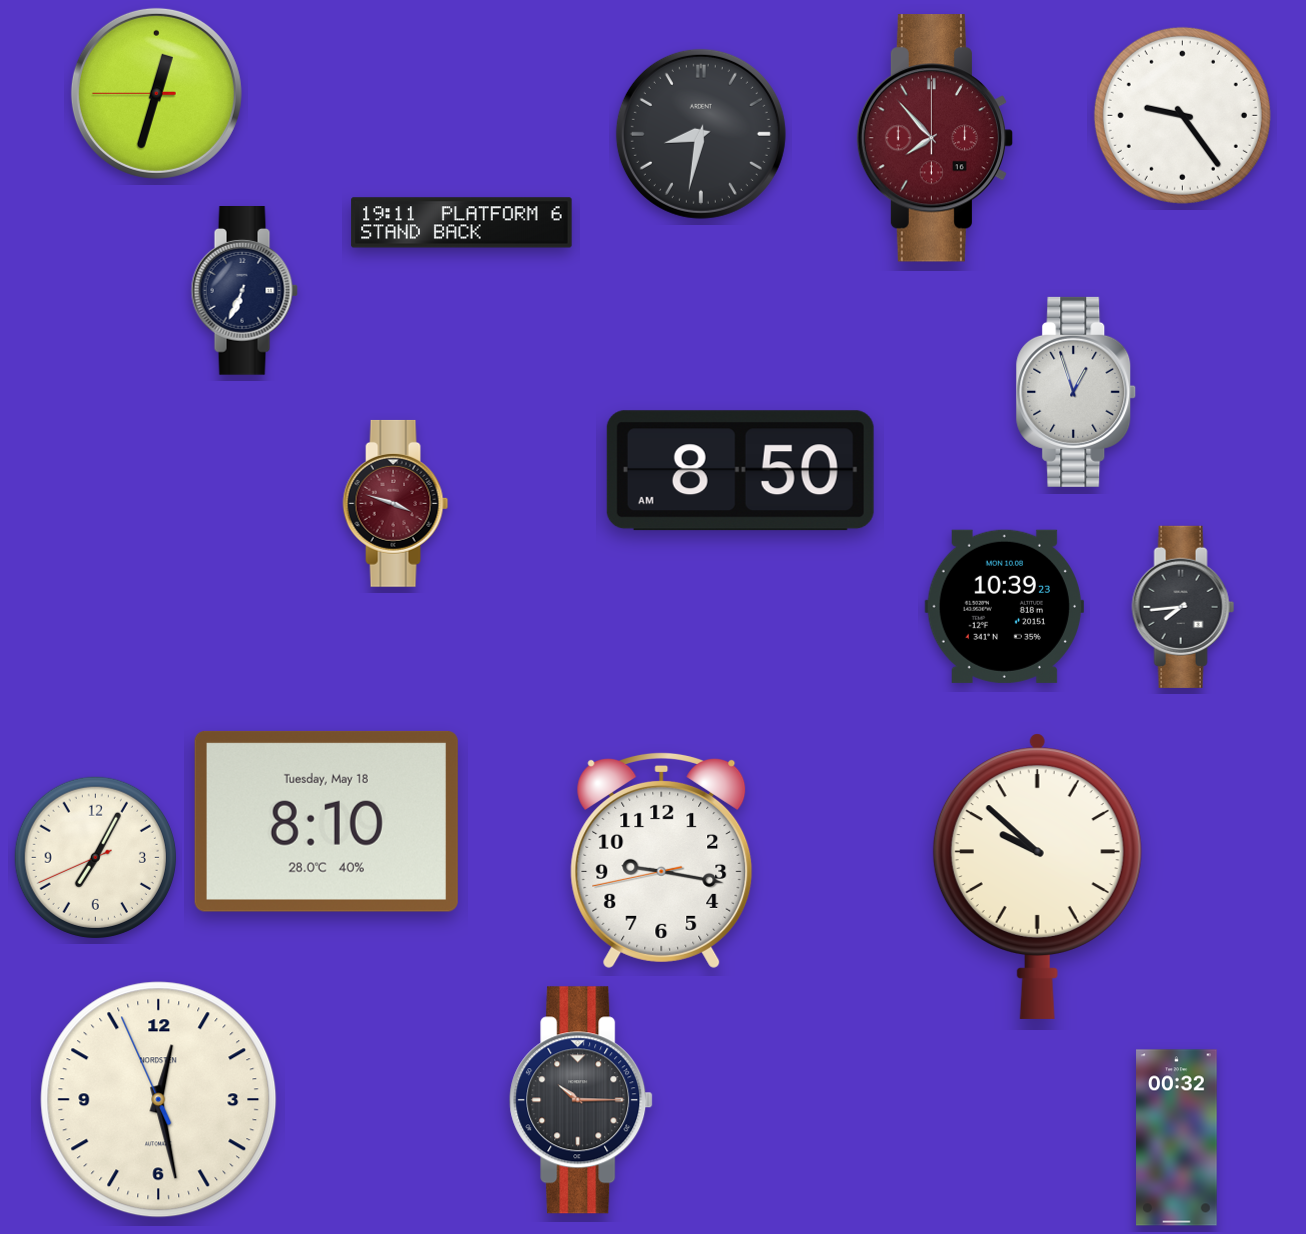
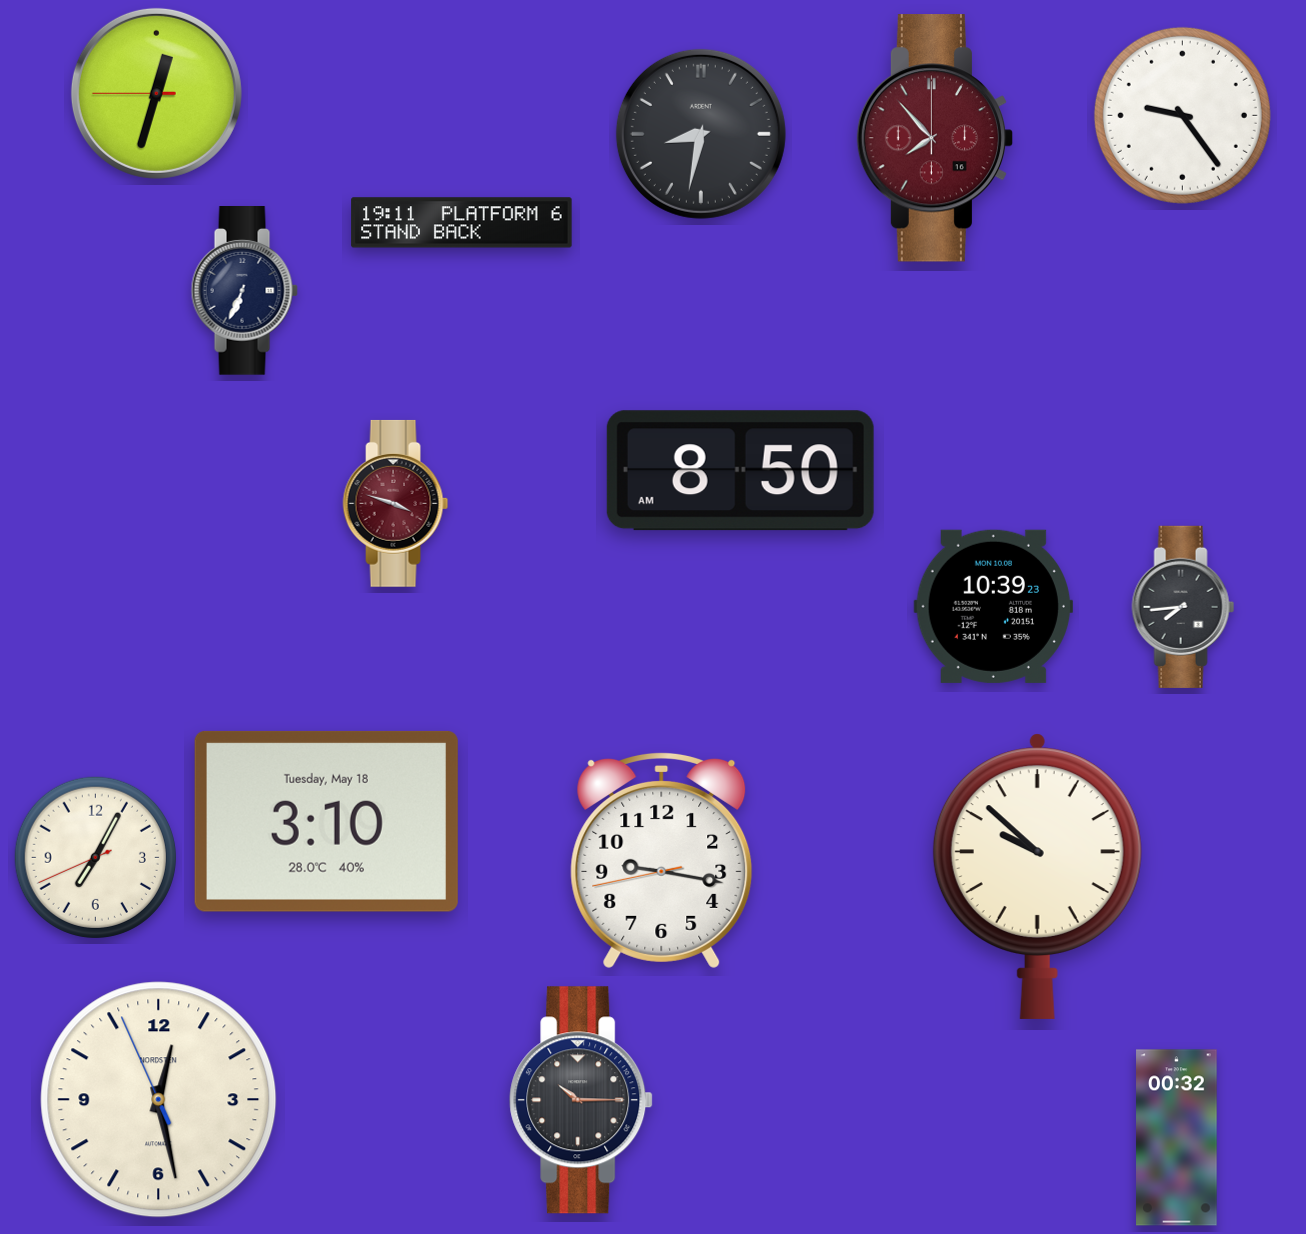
clock at (1076, 392): 12:57 -> none
clock at (1004, 606) position: (1004, 606) -> (993, 606)
clock at (326, 821): 8:10 -> 3:10
